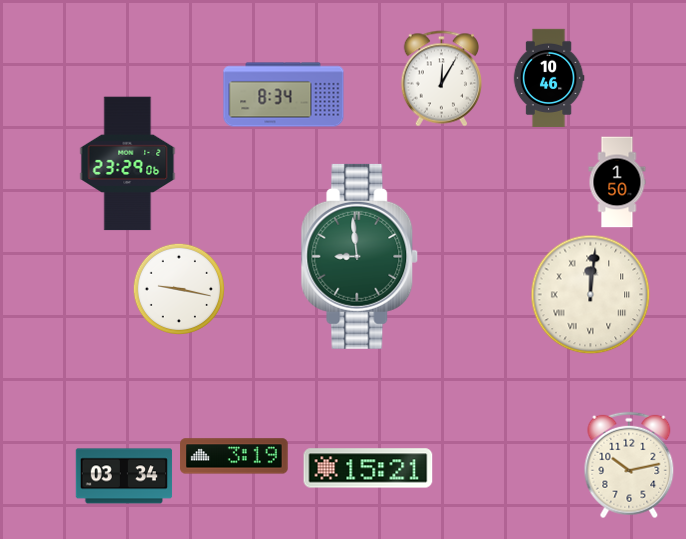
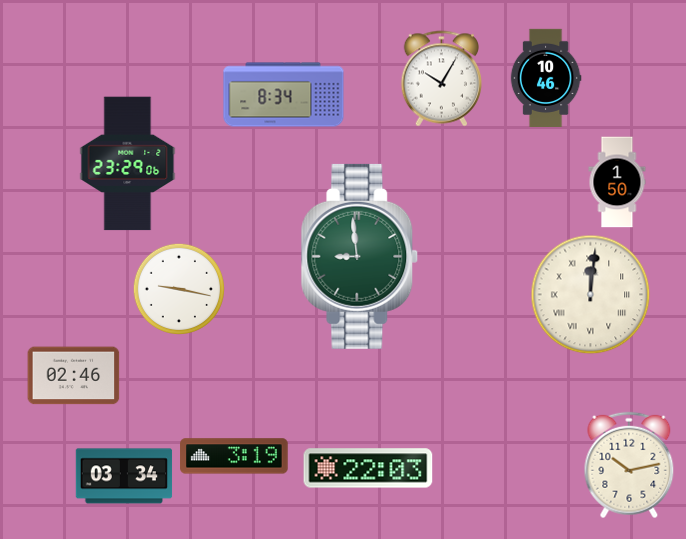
clock at (549, 77) position: (549, 77) -> (546, 77)
clock at (441, 79): 12:05 -> 10:05
clock at (74, 376): none -> 02:46
clock at (368, 468): 15:21 -> 22:03
